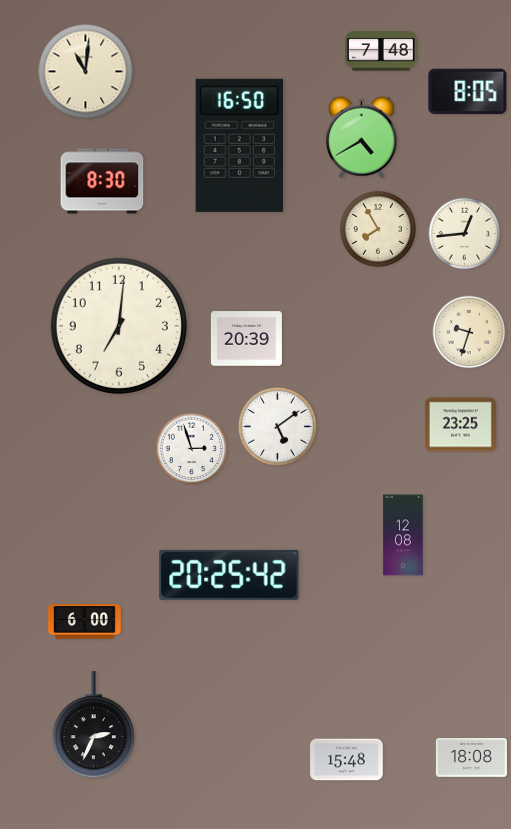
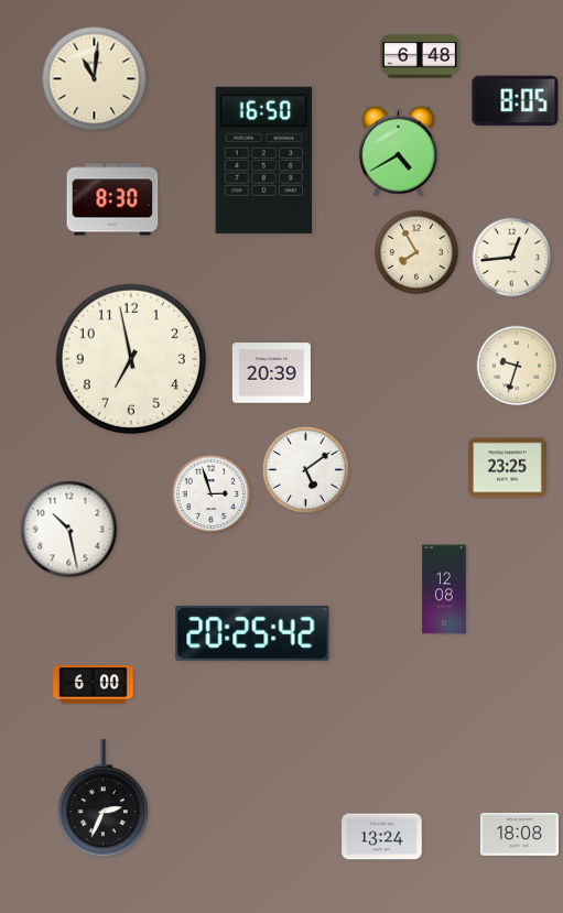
clock at (382, 51): 7:48 -> 6:48
clock at (119, 326): 7:01 -> 6:58
clock at (69, 530): none -> 10:28
clock at (347, 760): 15:48 -> 13:24
